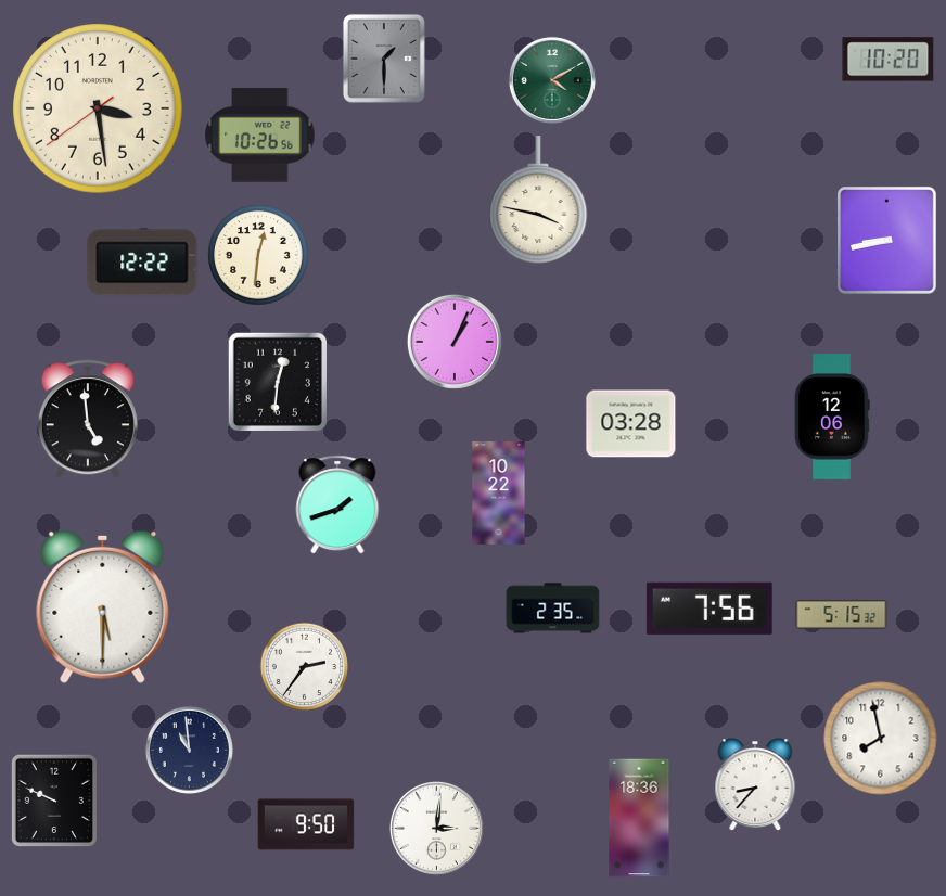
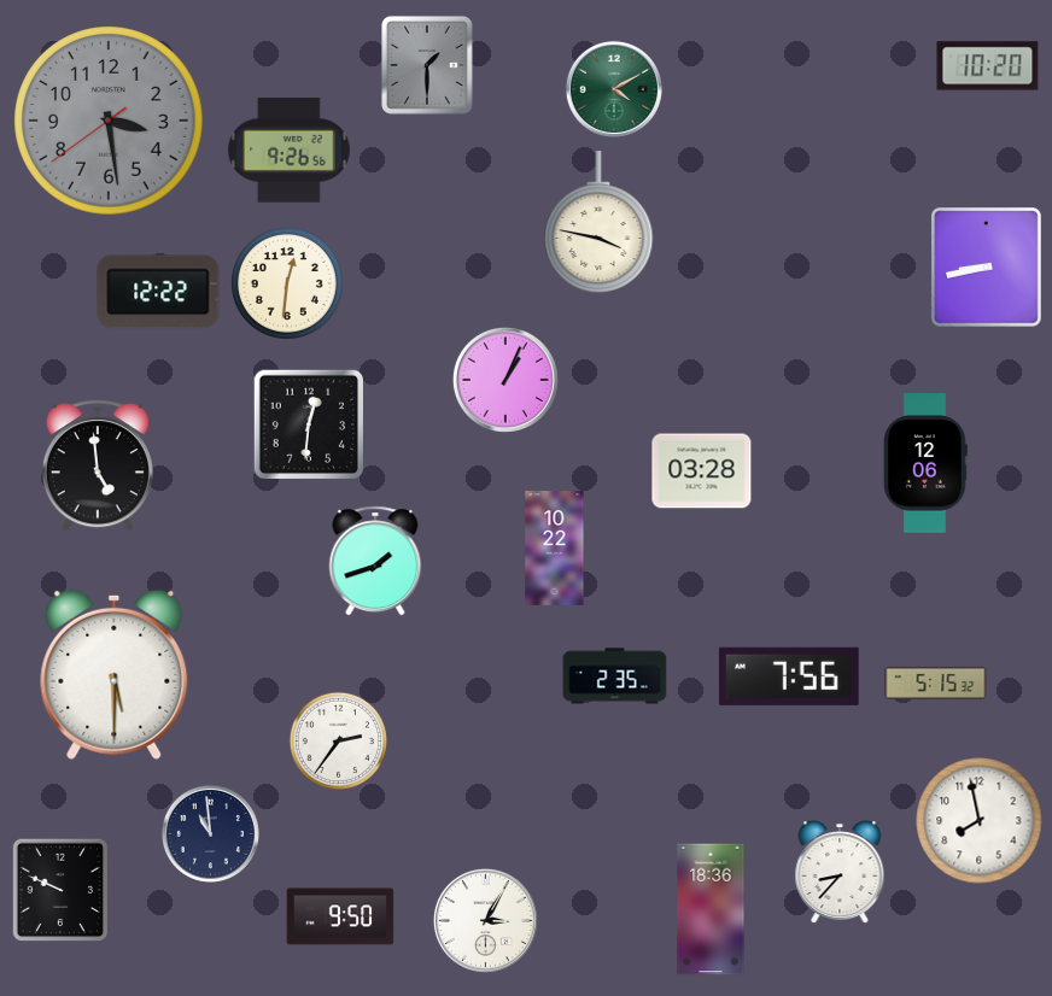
clock at (98, 108) dial: cream -> grey
clock at (260, 136): 10:26 -> 9:26
clock at (436, 828): 3:01 -> 3:05
